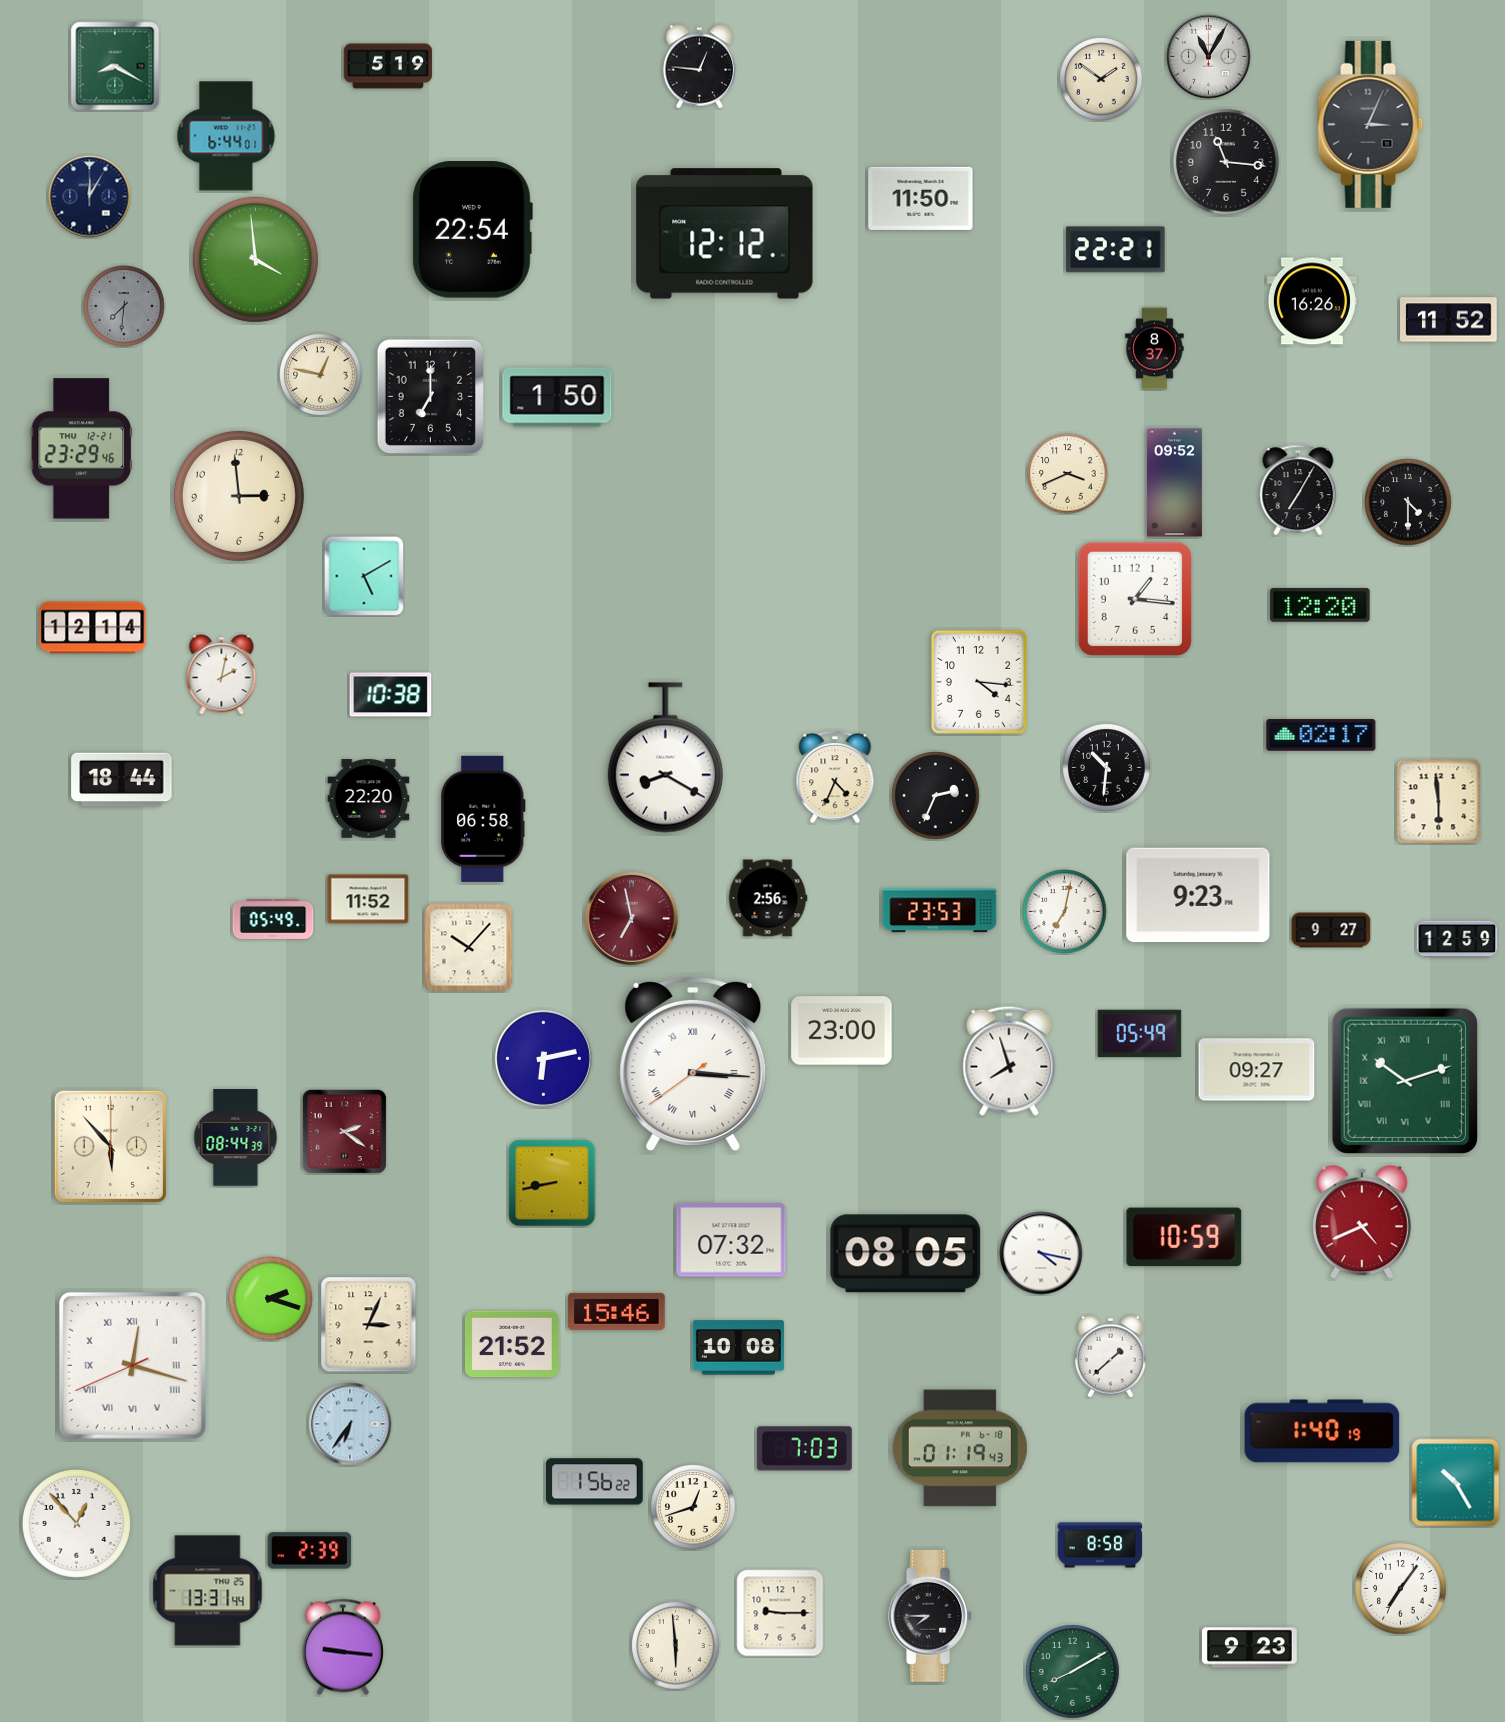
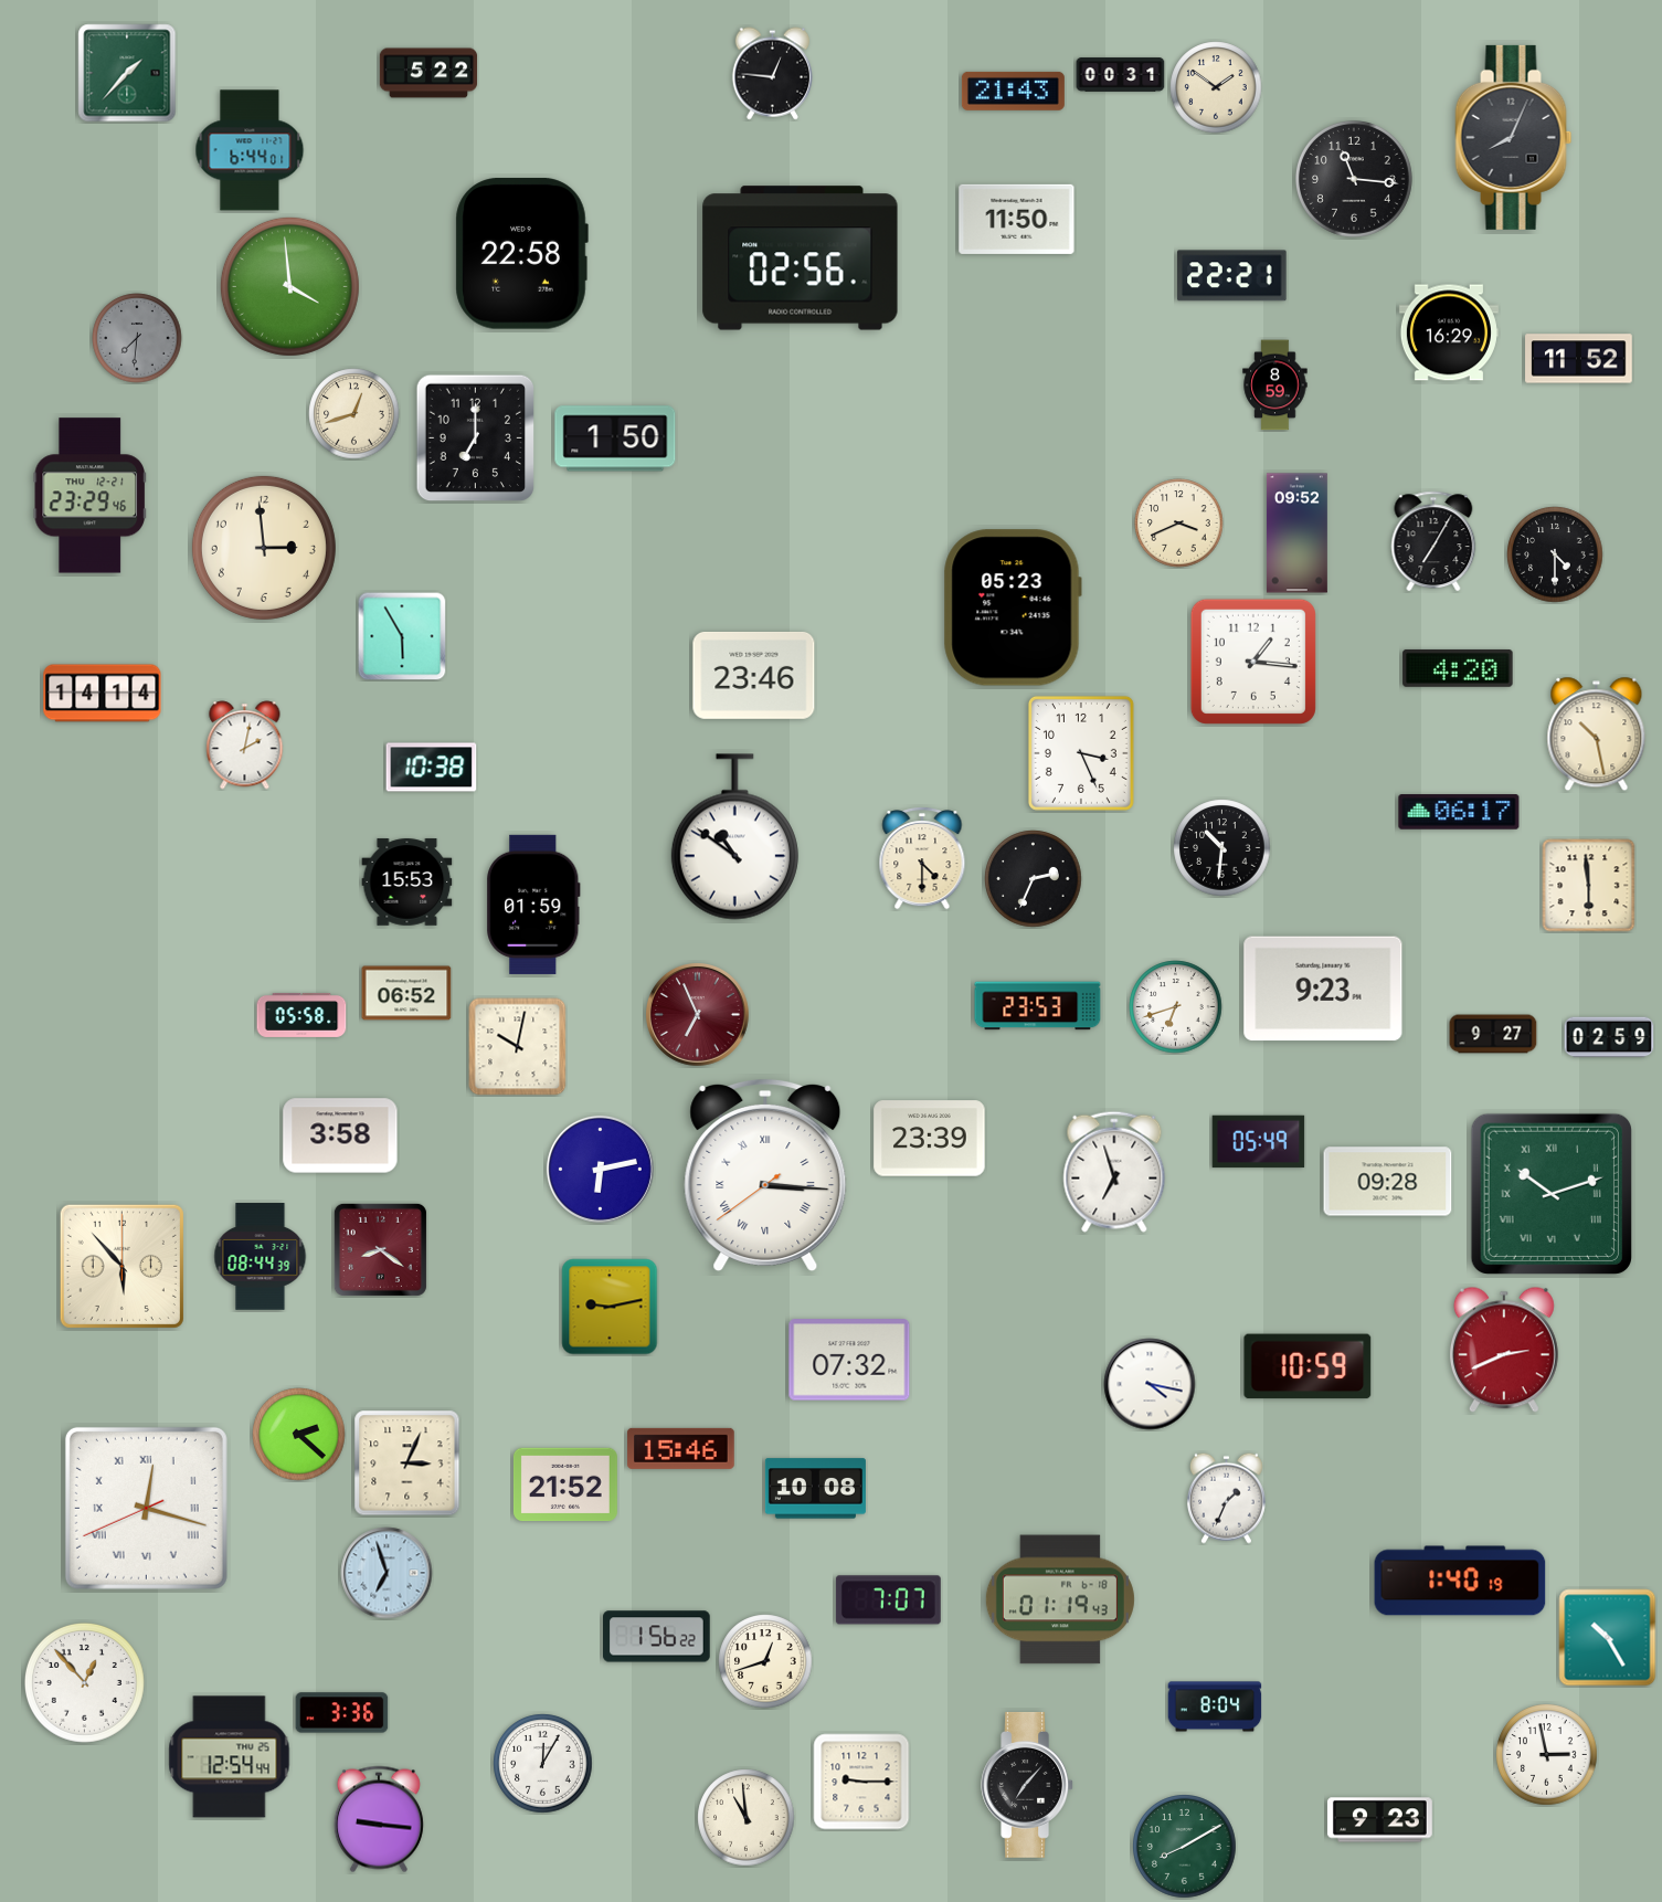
clock at (1209, 57): 11:05 -> none
clock at (115, 66): 8:20 -> 1:37
clock at (388, 66): 5:19 -> 5:22
clock at (1121, 75): none -> 00:31
clock at (1013, 91): none -> 21:43
clock at (1371, 124): 3:04 -> 8:04
clock at (90, 197): 12:05 -> none
clock at (472, 230): 22:54 -> 22:58
clock at (725, 234): 12:12 -> 02:56
clock at (255, 259) position: (255, 259) -> (289, 286)
clock at (1312, 301): 16:26 -> 16:29
clock at (1449, 320) position: (1449, 320) -> (1579, 359)
clock at (1155, 349): 8:37 -> 8:59
clock at (321, 375): 12:47 -> 12:42
clock at (1013, 607): none -> 05:23
clock at (364, 576): 5:10 -> 5:55
clock at (1320, 605): 12:20 -> 4:20
clock at (754, 675): none -> 23:46
clock at (93, 628): 12:14 -> 14:14
clock at (1597, 735): none -> 10:28
clock at (979, 682): 4:16 -> 3:26
clock at (1321, 735): 02:17 -> 06:17
clock at (665, 758): 8:20 -> 10:51
clock at (835, 777): 4:34 -> 4:30
clock at (122, 780): 18:44 -> none
clock at (369, 799): 22:20 -> 15:53
clock at (483, 819): 06:58 -> 01:59
clock at (768, 898): 2:56 -> none
clock at (368, 899): 11:52 -> 06:52
clock at (1065, 912): 7:02 -> 6:42
clock at (273, 919): 05:49 -> 05:58
clock at (632, 919): 6:58 -> 6:56
clock at (1331, 930) position: (1331, 930) -> (1493, 1034)
clock at (1457, 939): 12:59 -> 02:59
clock at (469, 948): 10:07 -> 10:02
clock at (340, 1135): none -> 3:58
clock at (842, 1031): 23:00 -> 23:39
clock at (1009, 1061): 7:57 -> 6:57
clock at (1257, 1070): 09:27 -> 09:28
clock at (344, 1131): 2:21 -> 8:21
clock at (552, 1183): 8:43 -> 9:13
clock at (1362, 1222): 4:41 -> 2:41
clock at (731, 1240) position: (731, 1240) -> (849, 1360)
clock at (906, 1254): 08:05 -> none
clock at (271, 1299): 2:18 -> 2:22
clock at (1110, 1356): 1:38 -> 1:34
clock at (350, 1424): 6:36 -> 6:57
clock at (804, 1449): 7:03 -> 7:07
clock at (693, 1507) position: (693, 1507) -> (765, 1661)
clock at (1100, 1545): 8:58 -> 8:04
clock at (310, 1551): 2:39 -> 3:36
clock at (1401, 1589): 7:06 -> 2:58
clock at (208, 1591): 13:31 -> 12:54
clock at (543, 1764): none -> 12:05
clock at (930, 1616): 7:45 -> 7:07
clock at (676, 1646): 5:59 -> 10:59
